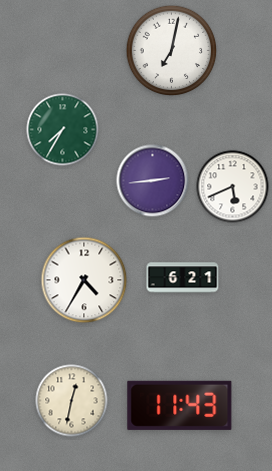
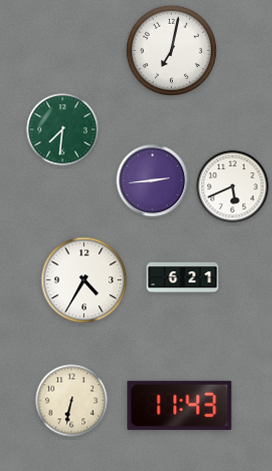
clock at (63, 130): 7:35 -> 7:31
clock at (72, 401): 12:32 -> 6:32
